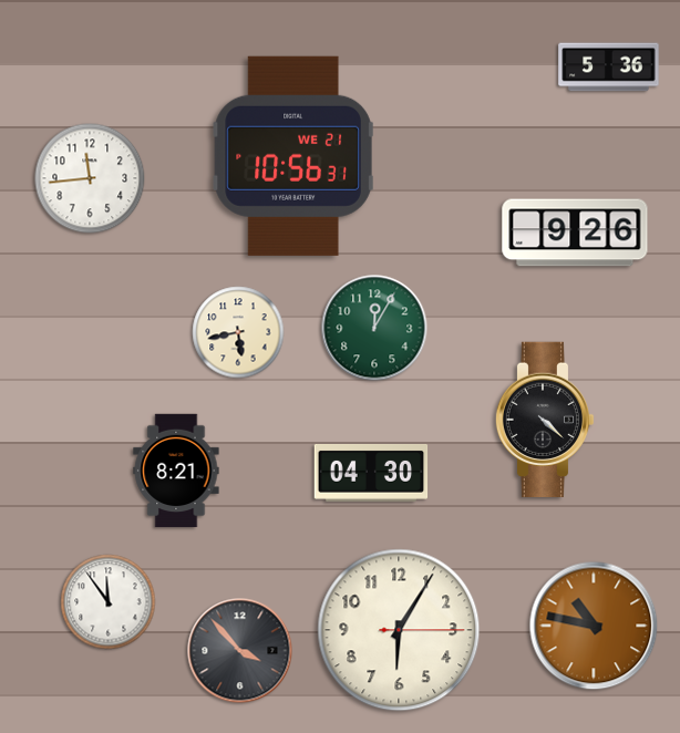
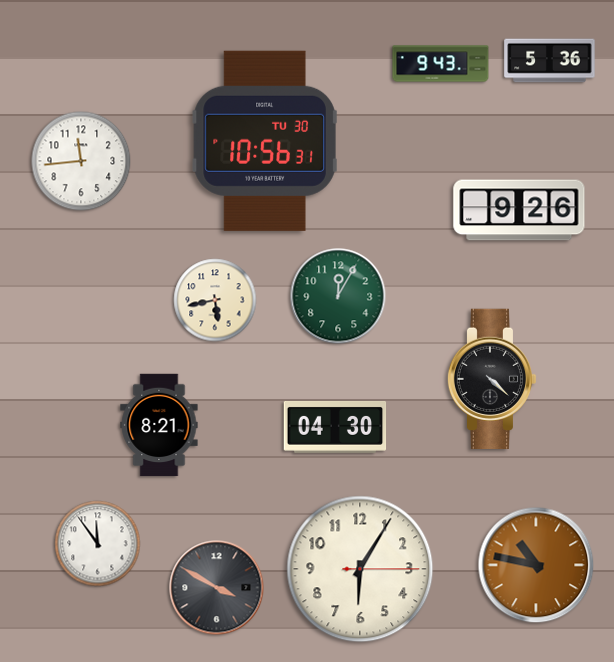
clock at (441, 64): none -> 9:43
clock at (293, 156) date: WE 21 -> TU 30
clock at (240, 651): 3:53 -> 3:50
